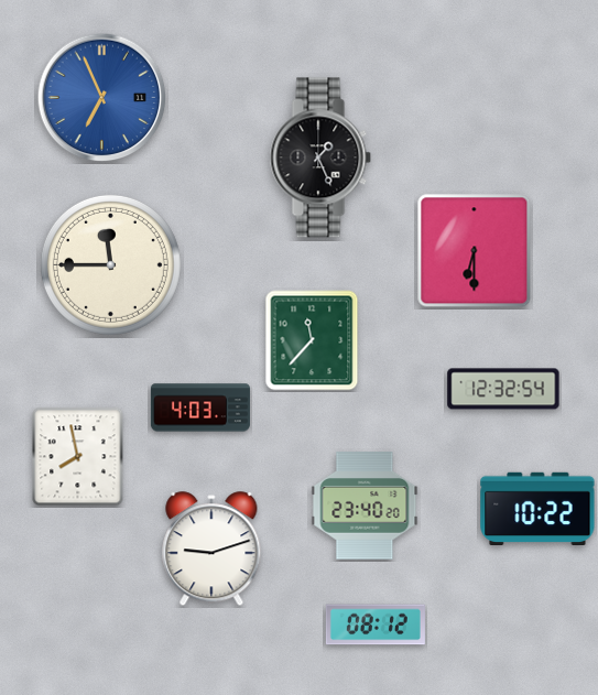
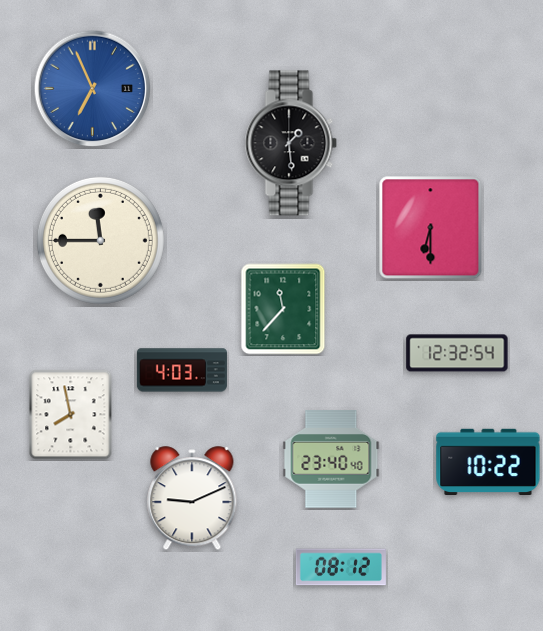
clock at (320, 158): 1:26 -> 1:29
clock at (365, 506): 23:40:20 -> 23:40:40
clock at (211, 550): 9:12 -> 9:11
